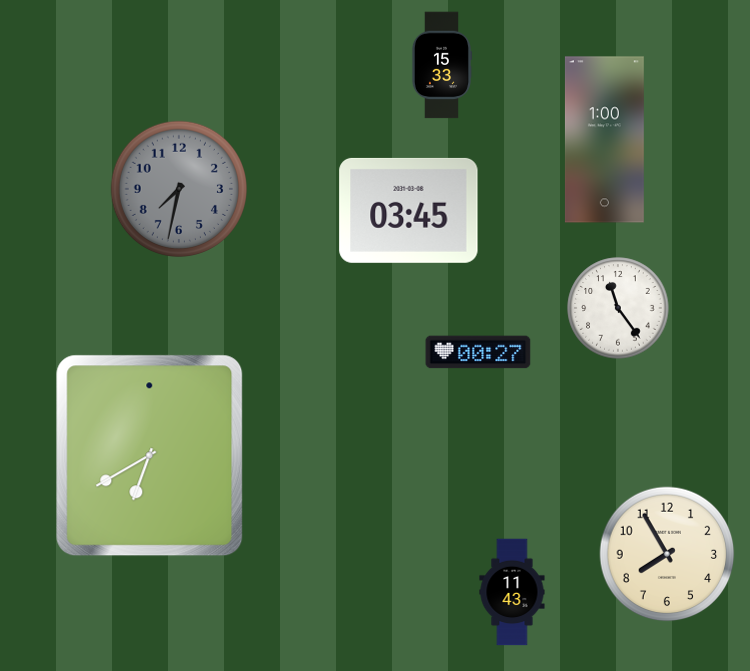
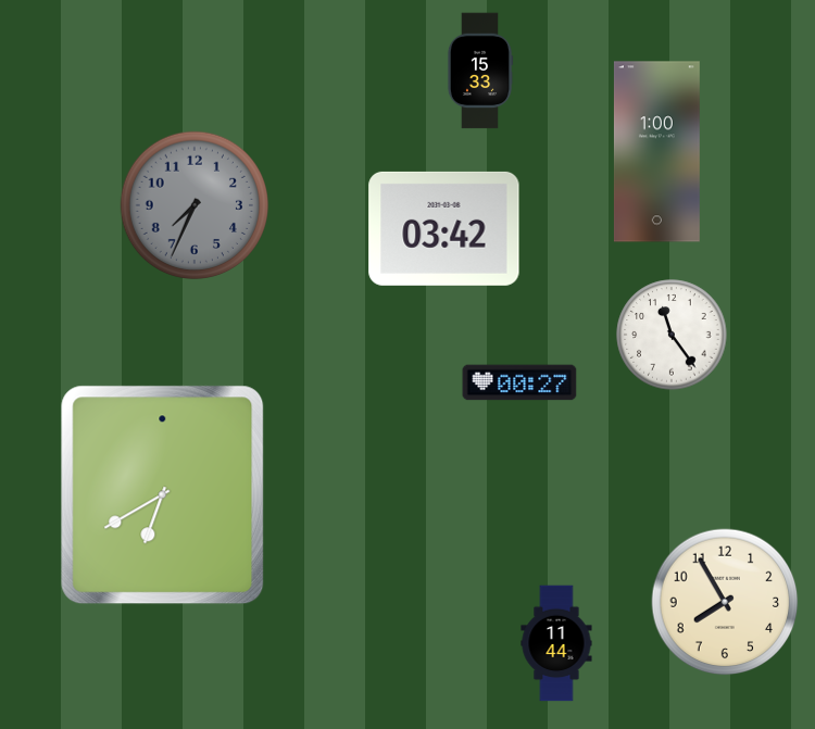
clock at (178, 188): 7:32 -> 7:34
clock at (409, 210): 03:45 -> 03:42
clock at (512, 592): 11:43 -> 11:44
